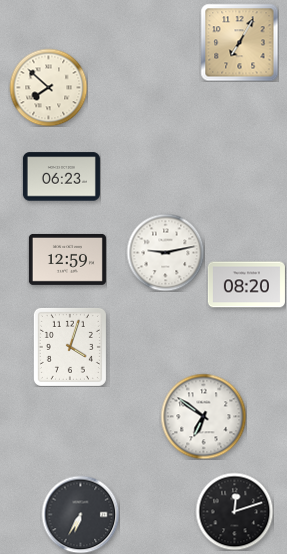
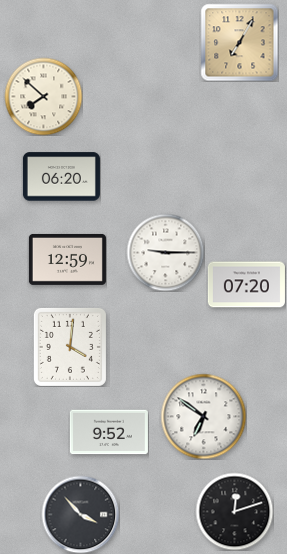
clock at (48, 87) position: (48, 87) -> (43, 96)
clock at (61, 177): 06:23 -> 06:20
clock at (165, 252): 9:13 -> 9:15
clock at (246, 285): 08:20 -> 07:20
clock at (70, 347): 4:03 -> 4:01
clock at (109, 432): none -> 9:52
clock at (80, 514): 6:35 -> 3:53
